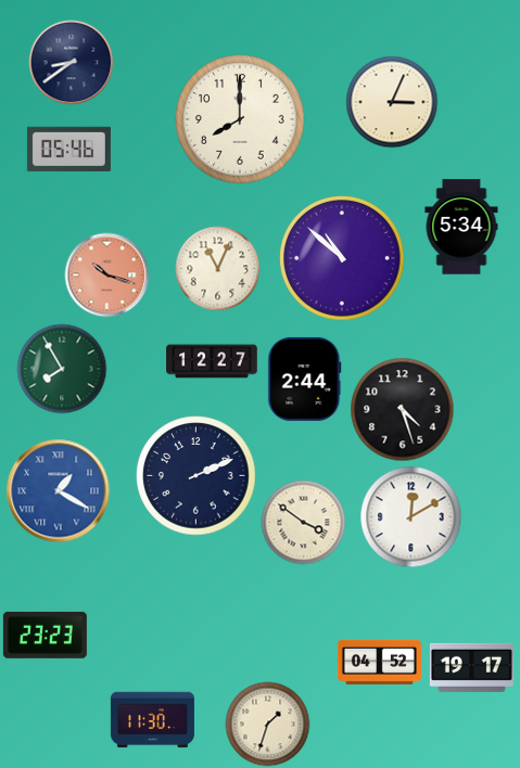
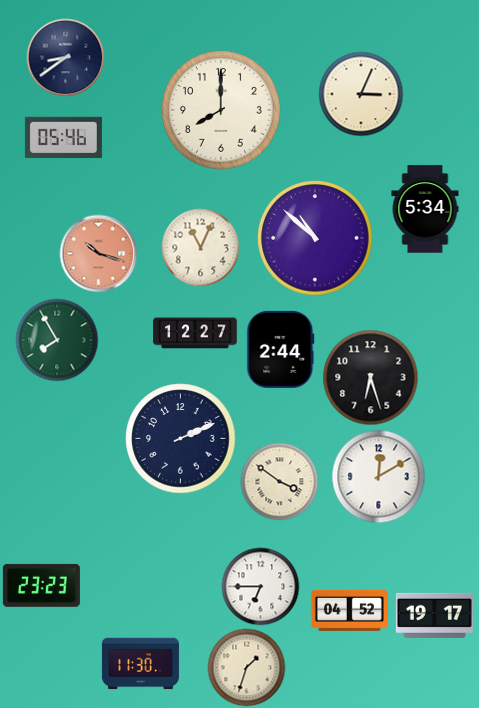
clock at (402, 409): 4:27 -> 6:27
clock at (58, 490): 1:20 -> none
clock at (260, 586): none -> 6:45
